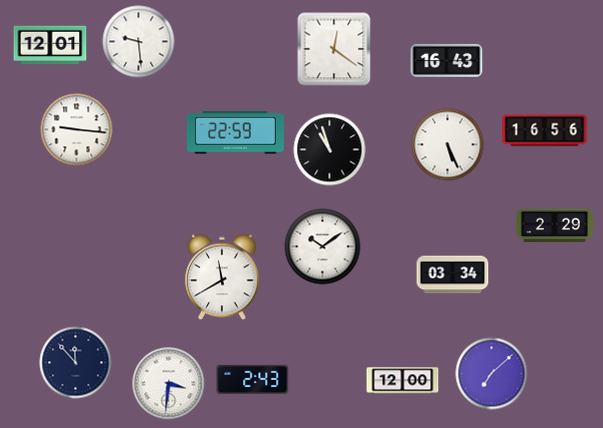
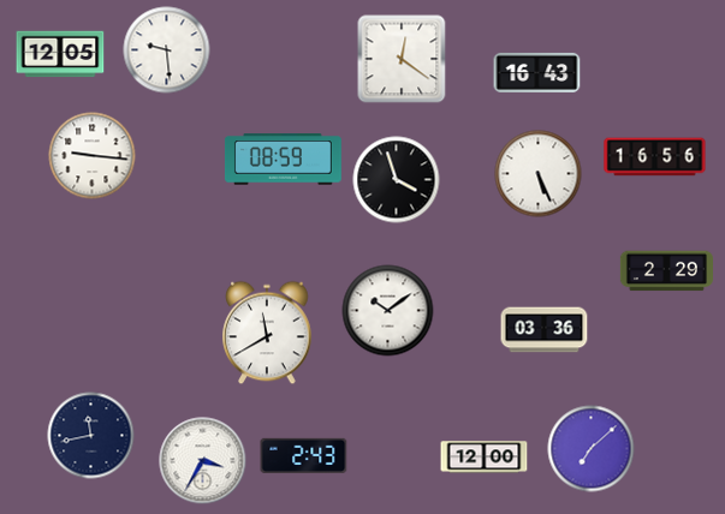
clock at (50, 45): 12:01 -> 12:05
clock at (235, 133): 22:59 -> 08:59
clock at (330, 150): 10:57 -> 3:57
clock at (323, 247) position: (323, 247) -> (388, 311)
clock at (453, 275): 03:34 -> 03:36
clock at (76, 363): 11:53 -> 11:43
clock at (169, 384): 3:31 -> 3:35
